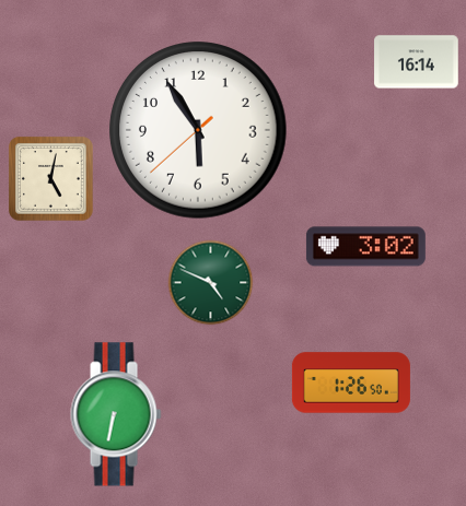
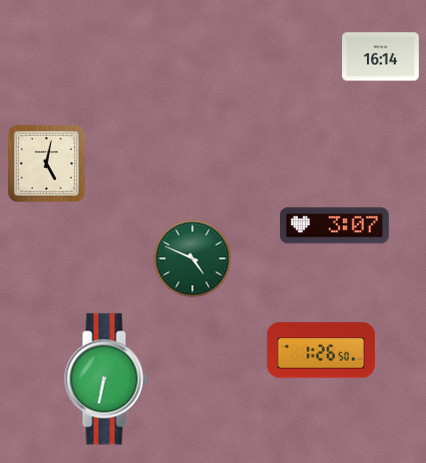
clock at (198, 130): 5:54 -> none
clock at (365, 247): 3:02 -> 3:07
